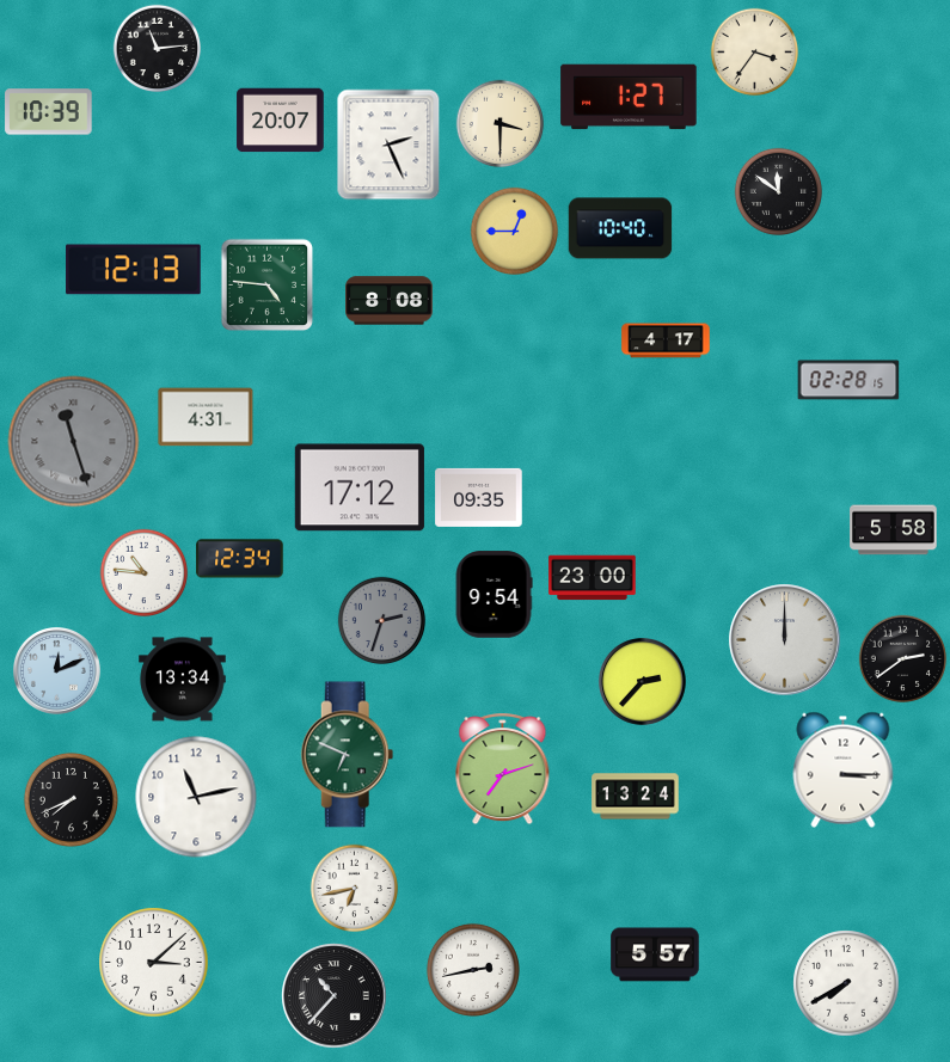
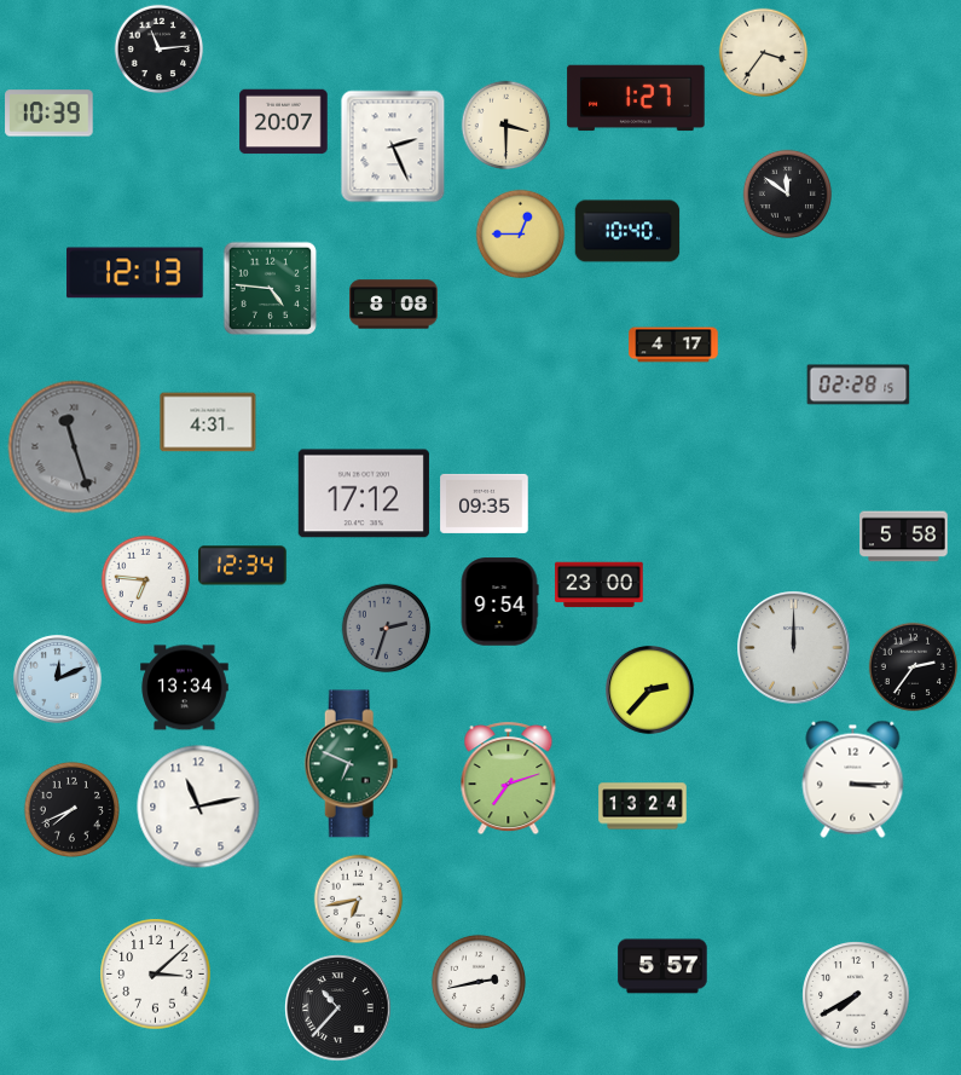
clock at (145, 573): 10:46 -> 6:46
clock at (903, 659): 2:39 -> 2:36
